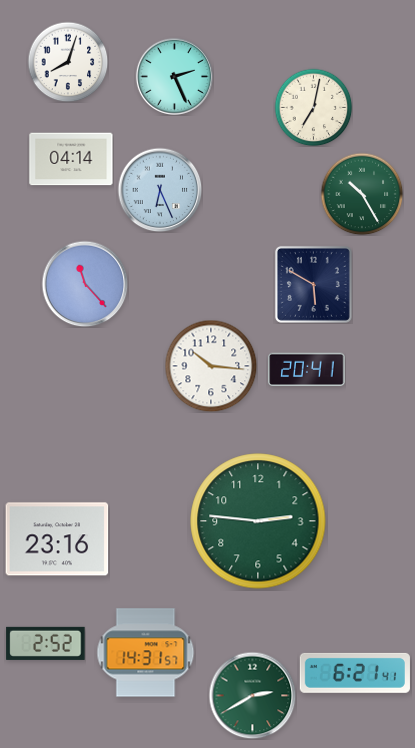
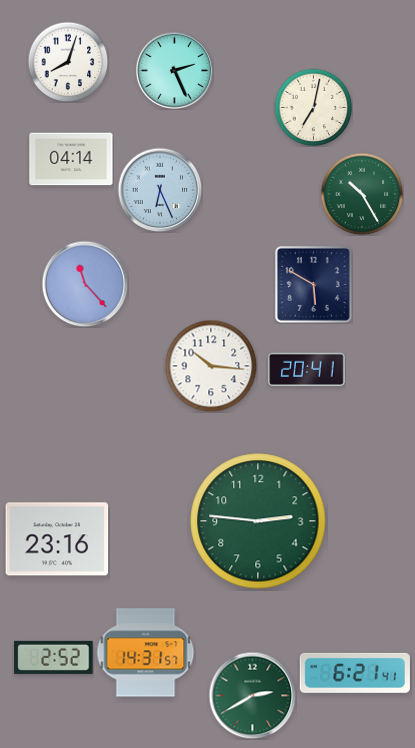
clock at (174, 76) position: (174, 76) -> (174, 70)
clock at (46, 643) position: (46, 643) -> (54, 657)
